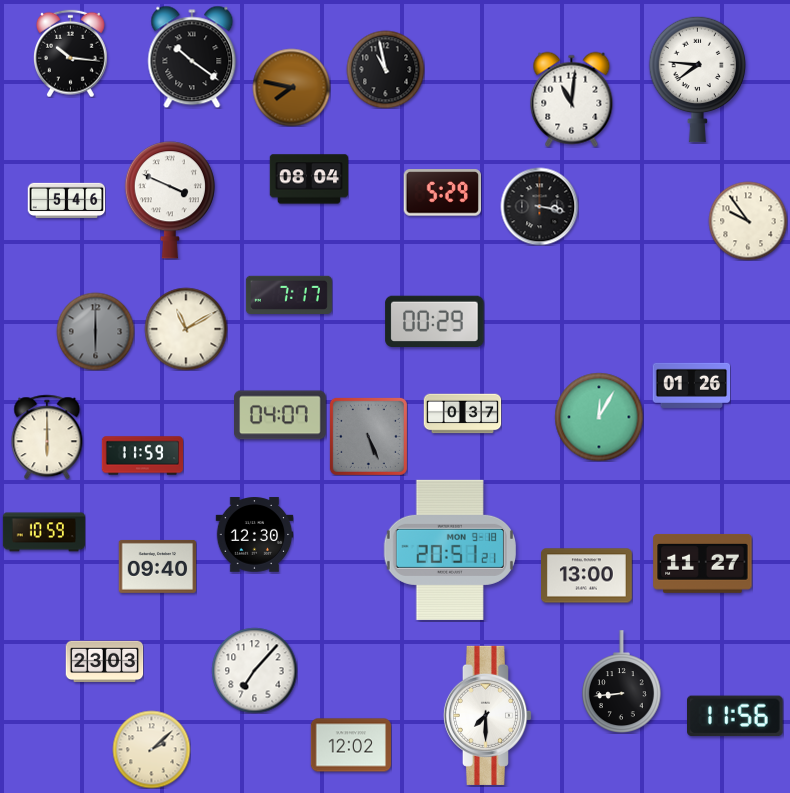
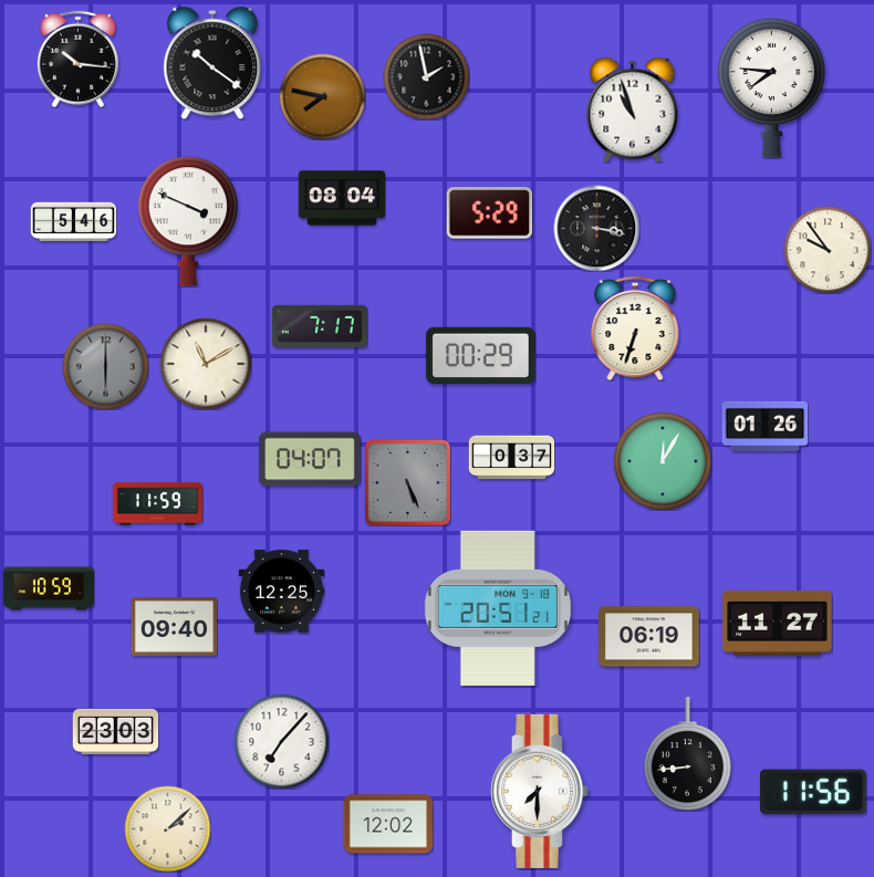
clock at (385, 69): 10:58 -> 1:58
clock at (572, 99): 11:01 -> 10:57
clock at (748, 221) position: (748, 221) -> (828, 250)
clock at (635, 328): none -> 6:33
clock at (47, 437): 6:00 -> none
clock at (254, 535): 12:30 -> 12:25
clock at (587, 576): 13:00 -> 06:19
